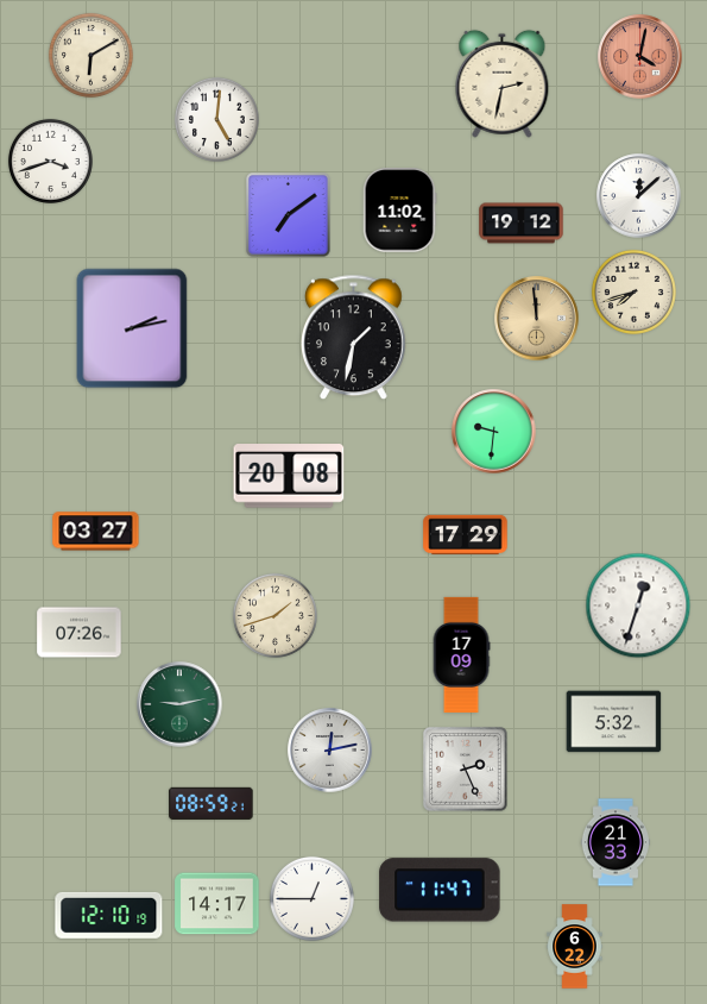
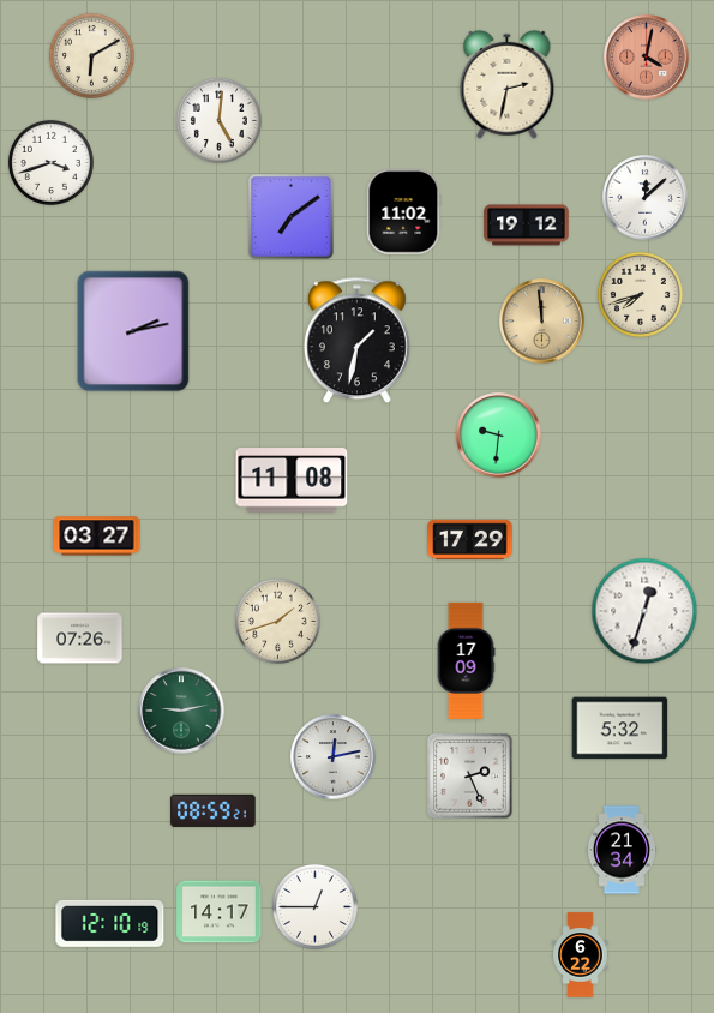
clock at (289, 476): 20:08 -> 11:08
clock at (616, 842): 21:33 -> 21:34
clock at (440, 890): 11:47 -> none
